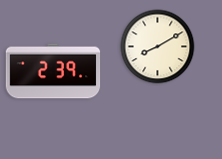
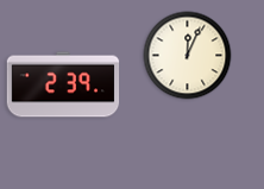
clock at (158, 47): 8:10 -> 12:04
